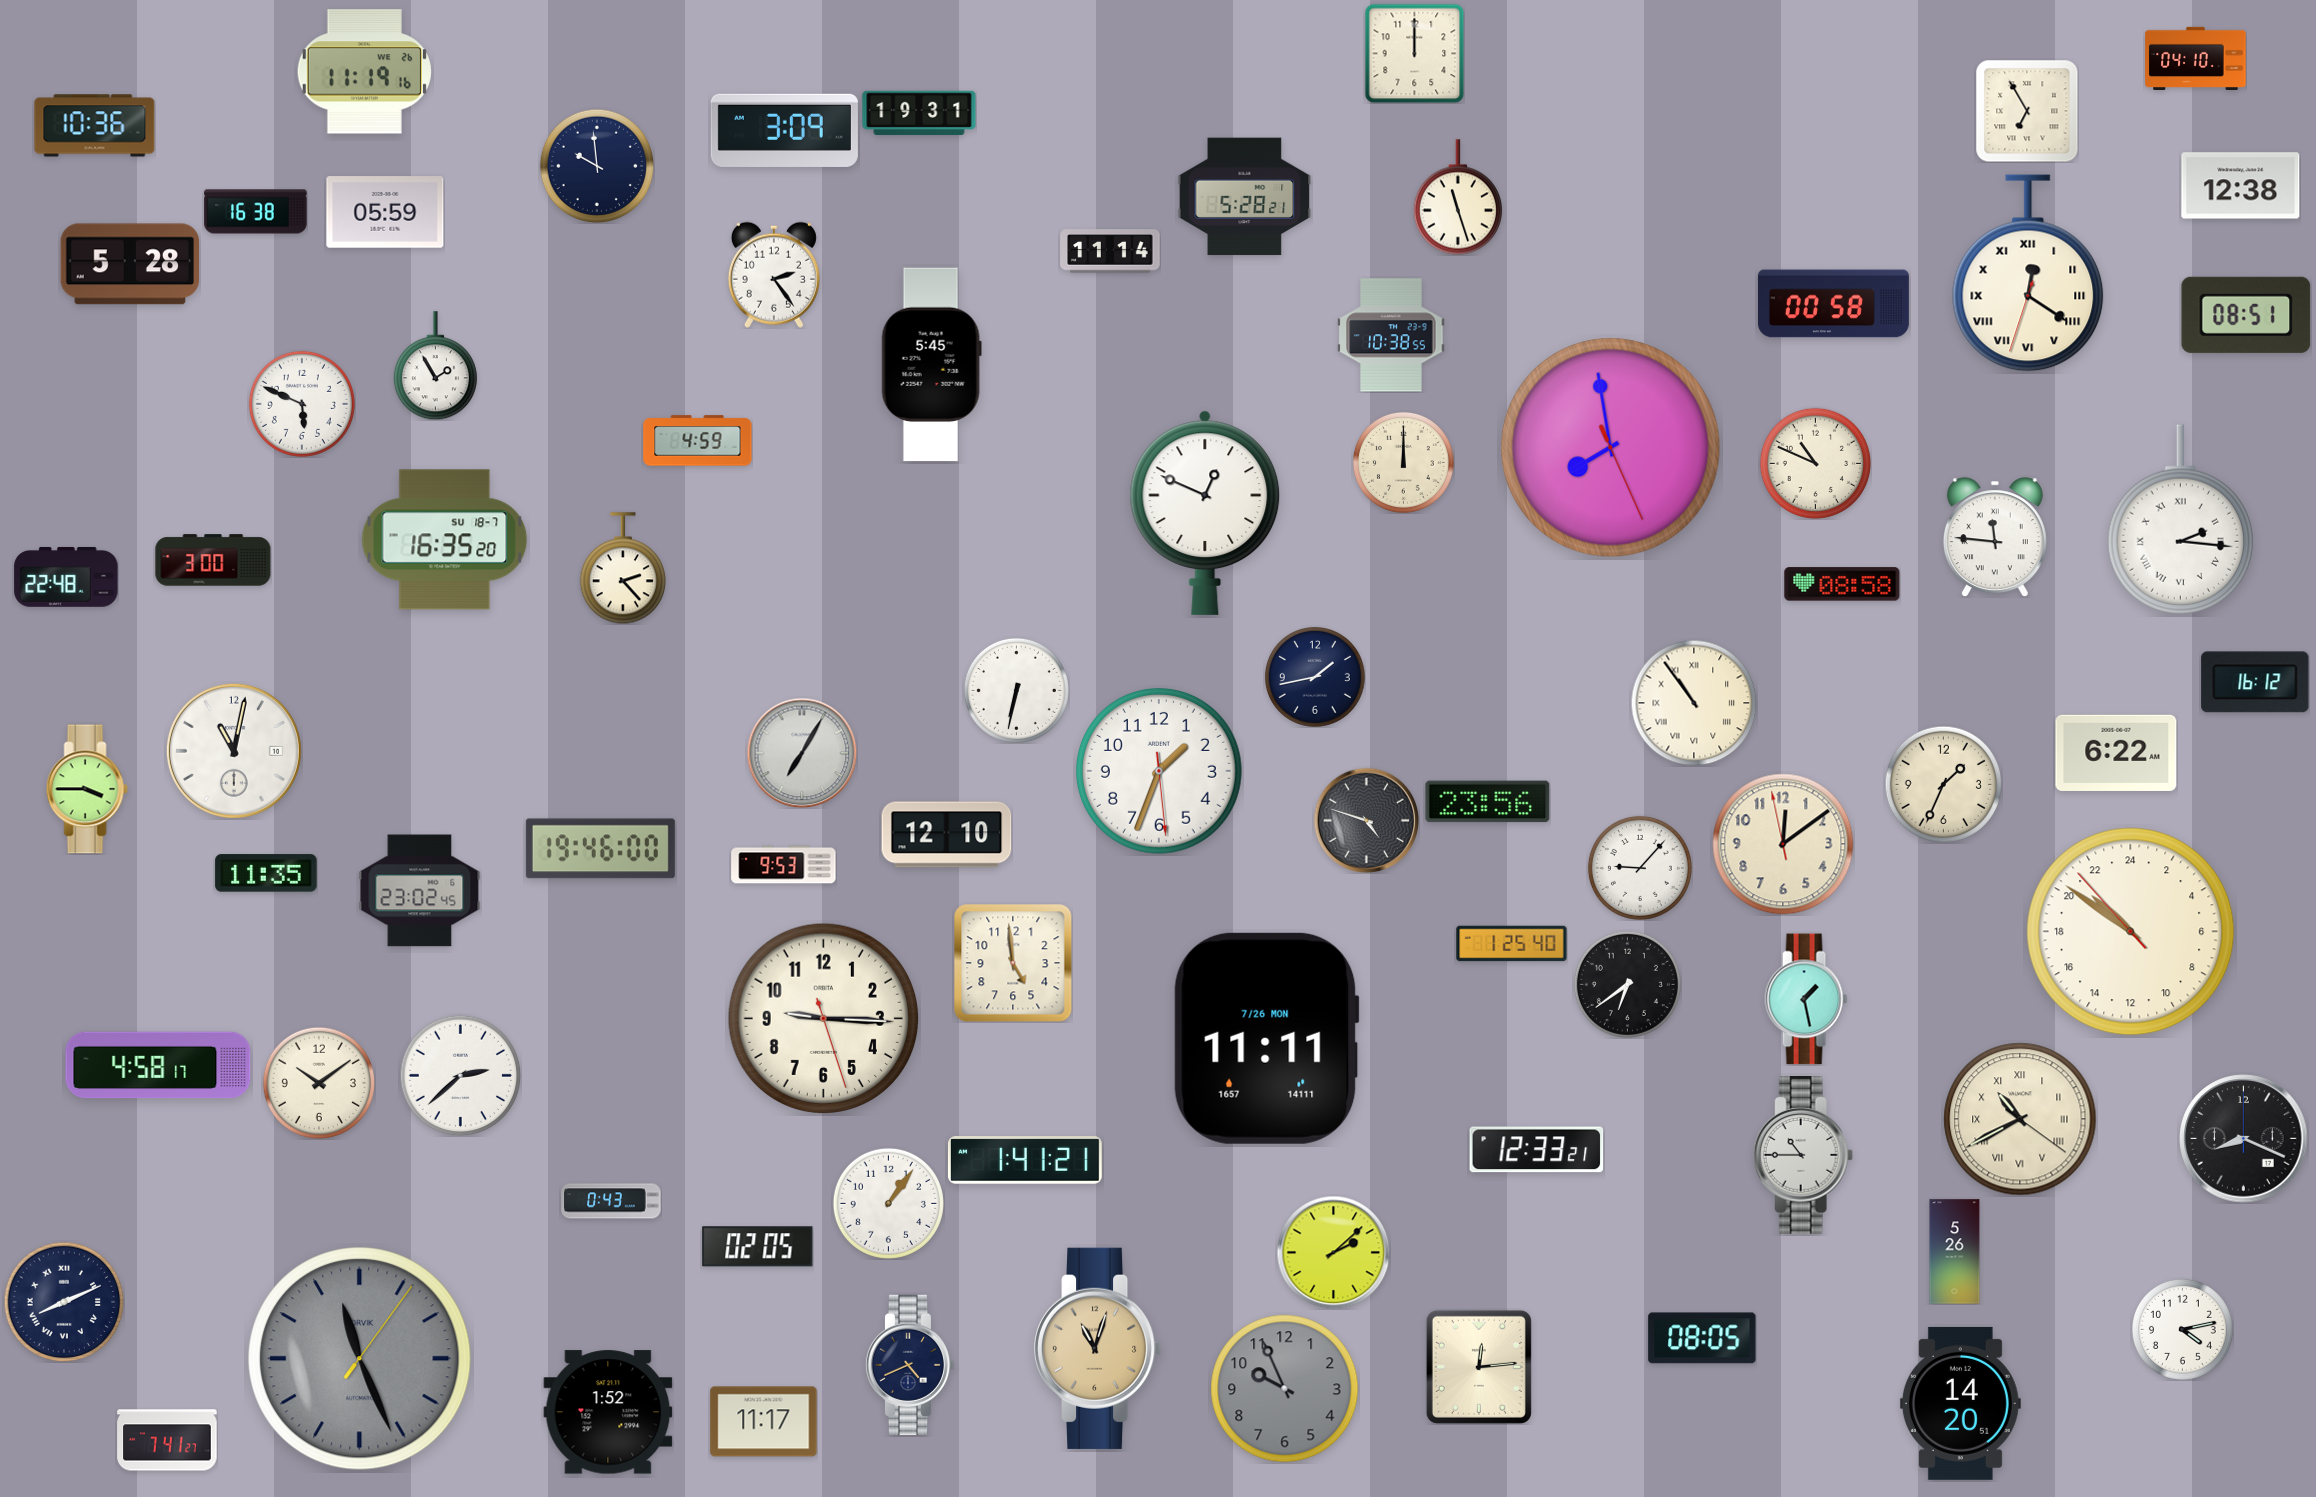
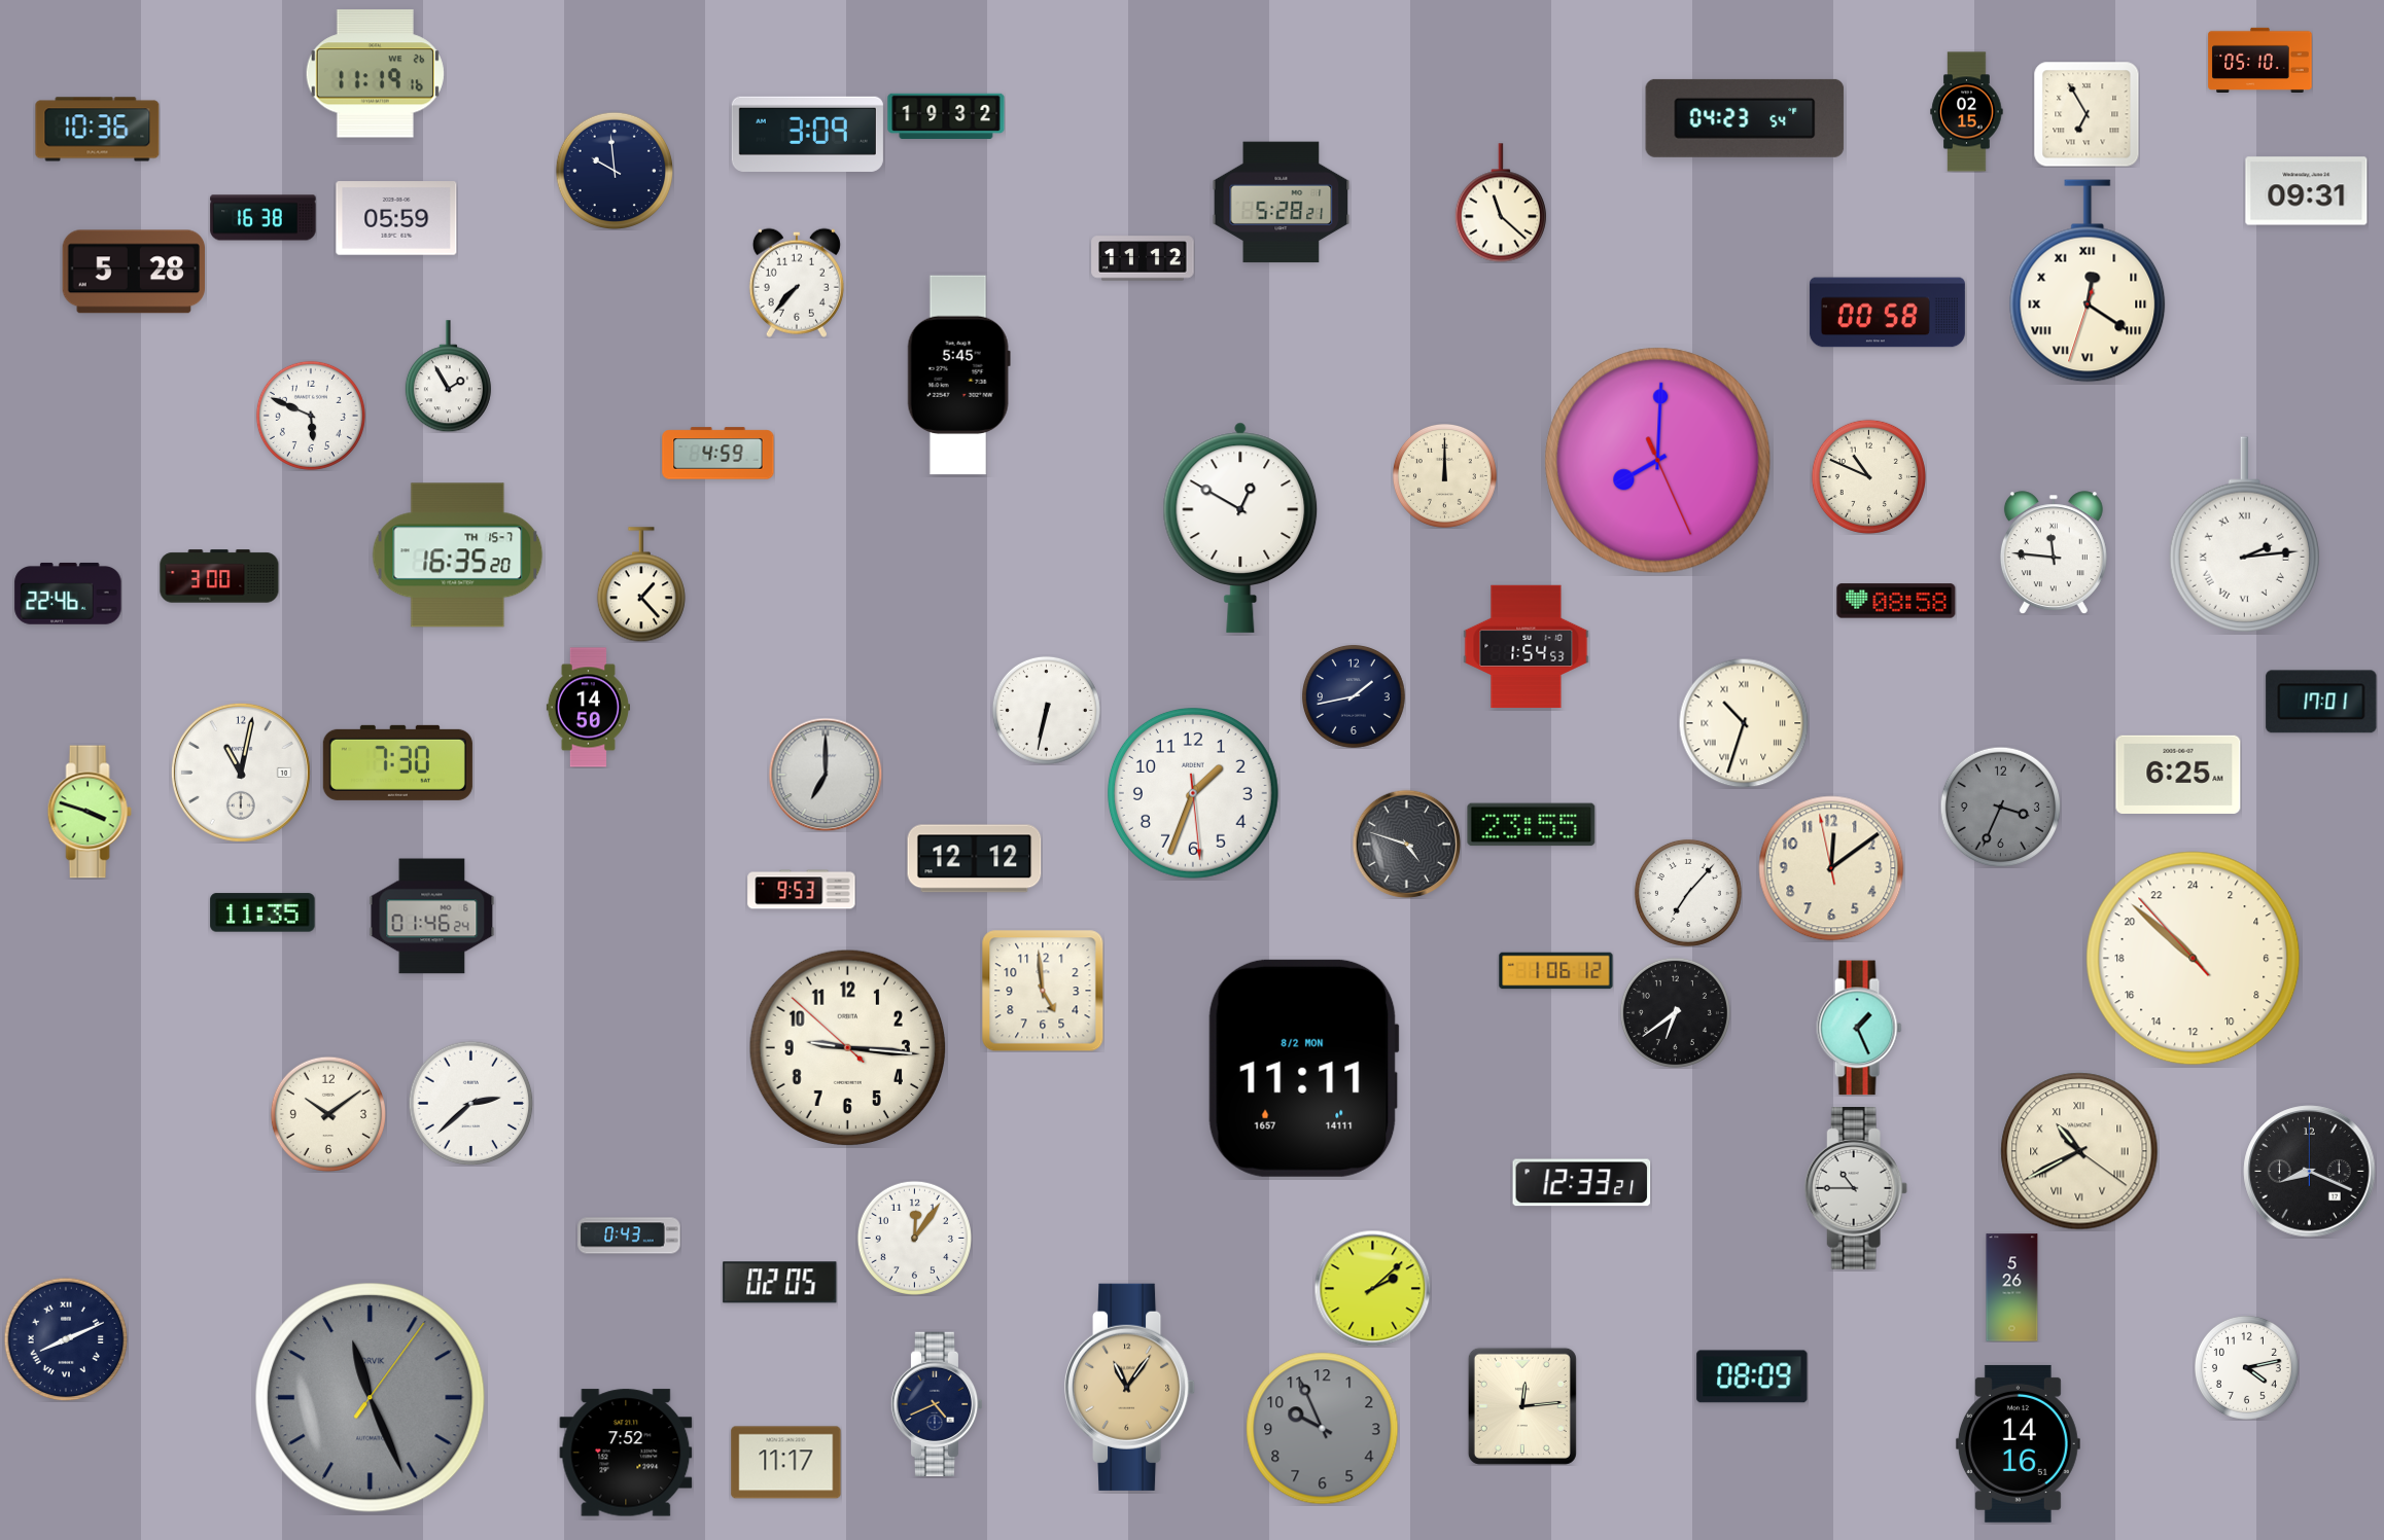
clock at (1414, 53): 12:00 -> none
clock at (2196, 58): 04:10 -> 05:10
clock at (1967, 112): none -> 02:15
clock at (919, 113): 19:31 -> 19:32
clock at (1745, 118): none -> 04:23
clock at (2241, 186): 12:38 -> 09:31
clock at (1457, 197): 11:27 -> 11:22
clock at (1110, 251): 11:14 -> 11:12
clock at (774, 275): 2:24 -> 7:37
clock at (2246, 315): 08:51 -> none
clock at (1391, 335): 10:38 -> none
clock at (1611, 448): 7:58 -> 8:00
clock at (1205, 513): 12:49 -> 12:50
clock at (2180, 520): 2:16 -> 2:14
clock at (445, 540) date: SU 18-7 -> TH 15-7
clock at (623, 568): 2:23 -> 1:23
clock at (66, 577): 22:48 -> 22:46
clock at (1527, 647): none -> 1:54
clock at (2255, 682): 16:12 -> 17:01
clock at (588, 708): none -> 14:50
clock at (1694, 703): 10:54 -> 10:33
clock at (397, 762): none -> 7:30
clock at (802, 753): 7:05 -> 7:00
clock at (2116, 753): 6:22 -> 6:25
clock at (1943, 784): 1:34 -> 3:34
clock at (1943, 784) dial: cream -> grey
clock at (87, 789): 3:45 -> 3:48
clock at (1488, 802): 23:56 -> 23:55
clock at (947, 835): 12:10 -> 12:12
clock at (1783, 844) position: (1783, 844) -> (1831, 868)
clock at (600, 849): 19:46 -> none
clock at (784, 865) position: (784, 865) -> (802, 890)
clock at (1640, 868): 9:07 -> 7:07
clock at (266, 873) position: (266, 873) -> (262, 912)
clock at (420, 891): 23:02 -> 01:46
clock at (2131, 932): 20:50 -> 20:51
clock at (1512, 944): 1:25 -> 1:06
clock at (1806, 999): 1:28 -> 1:26
clock at (823, 1018): 9:15:27 -> 9:15:52
clock at (1266, 1038) date: 7/26 MON -> 8/2 MON
clock at (158, 1065): 4:58 -> none
clock at (460, 1075) position: (460, 1075) -> (470, 1103)
clock at (1025, 1160): 1:41 -> none
clock at (888, 1203): 1:06 -> 12:06
clock at (1702, 1338): 08:05 -> 08:09
clock at (1099, 1348): 11:03 -> 11:06
clock at (1960, 1403): 14:20 -> 14:16
clock at (608, 1412): 1:52 -> 7:52
clock at (167, 1440): 7:41 -> none
